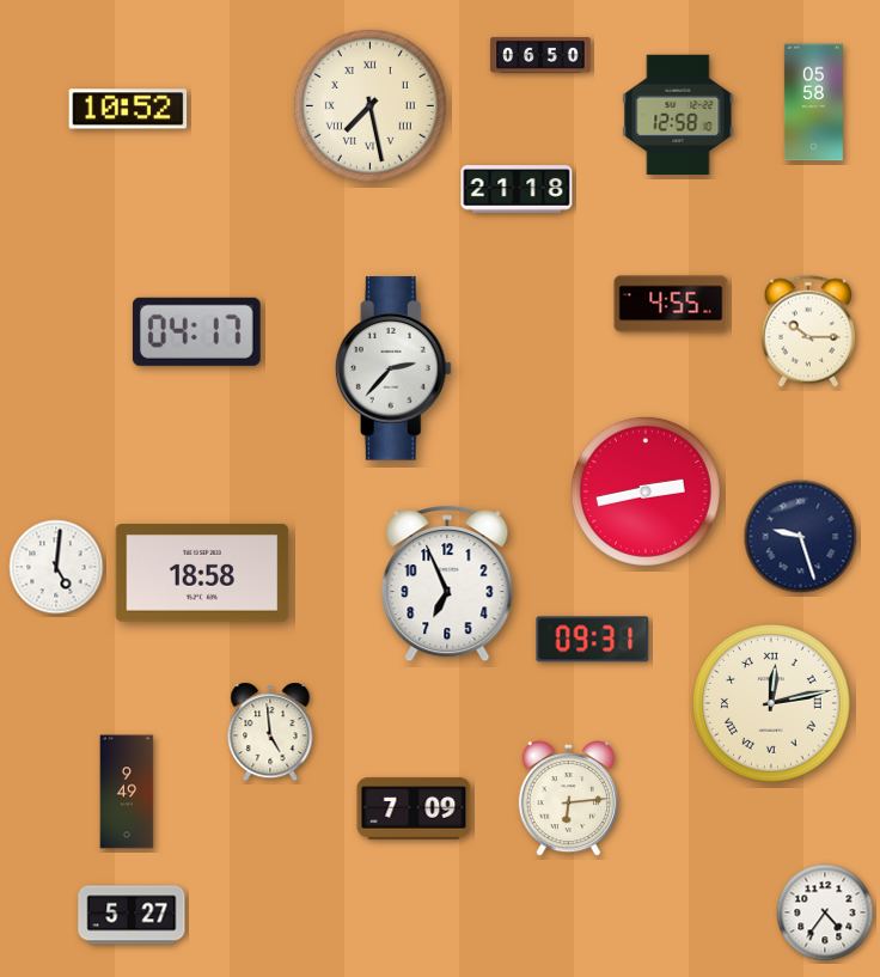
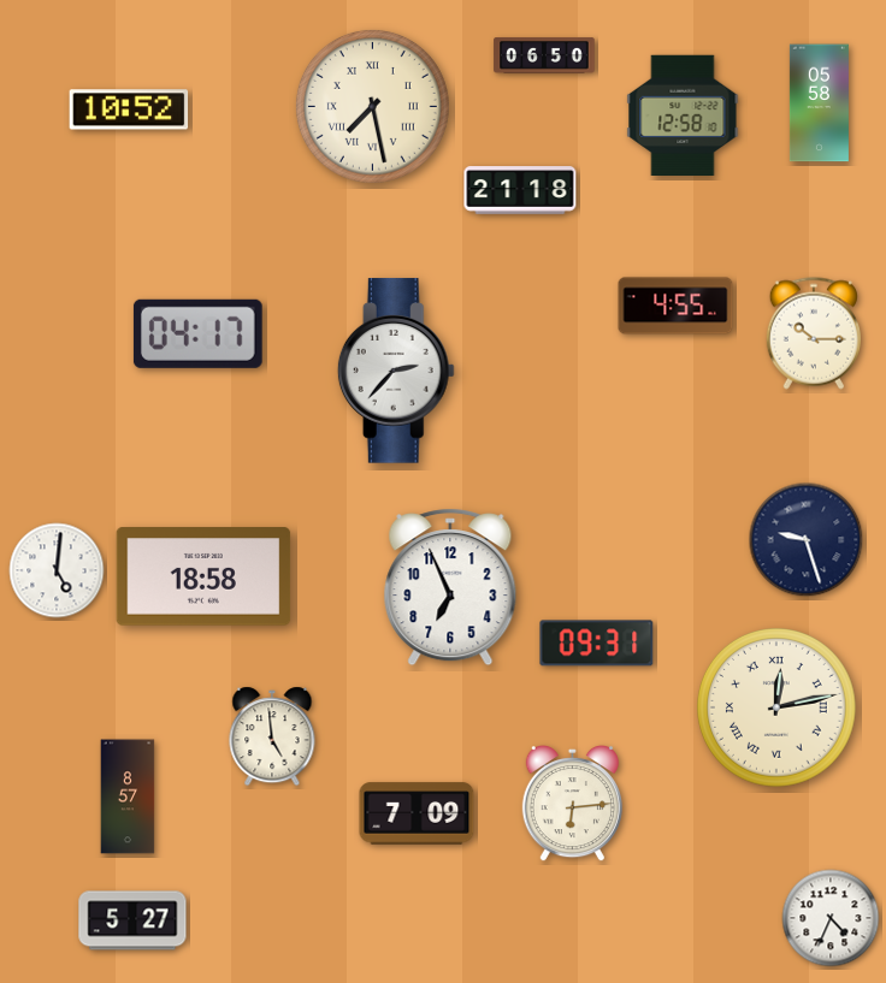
clock at (646, 491): 2:43 -> none
clock at (127, 792): 9:49 -> 8:57
clock at (825, 912): 4:36 -> 4:34
